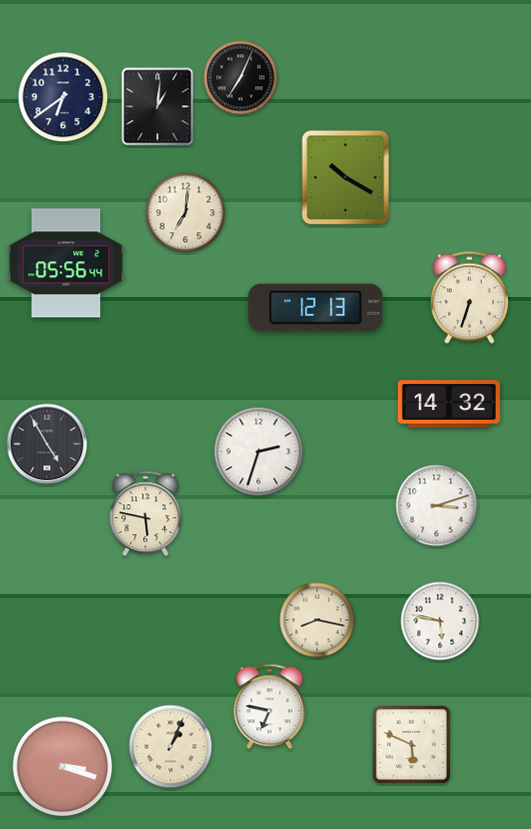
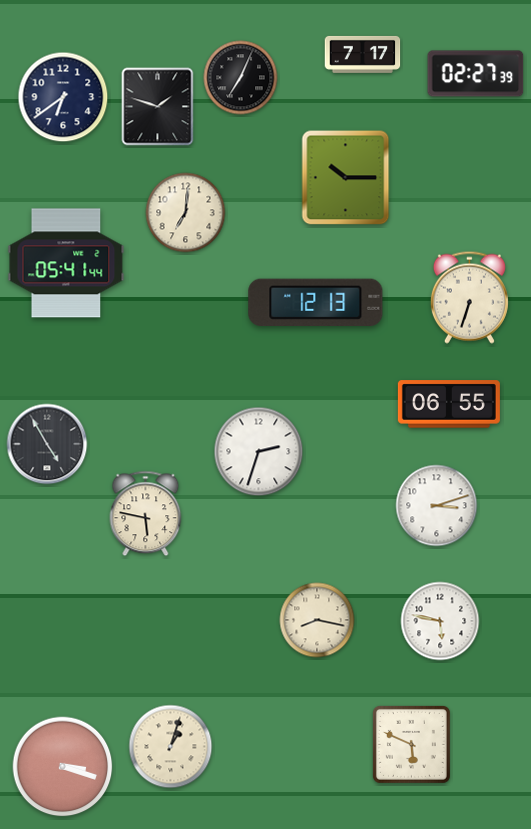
clock at (363, 54): none -> 7:17
clock at (476, 74): none -> 02:27
clock at (158, 107): 1:01 -> 1:48
clock at (346, 178): 10:20 -> 10:15
clock at (66, 263): 05:56 -> 05:41
clock at (316, 307) position: (316, 307) -> (316, 302)
clock at (449, 404): 14:32 -> 06:55
clock at (270, 707): 6:47 -> none
clock at (171, 747): 1:04 -> 1:03
